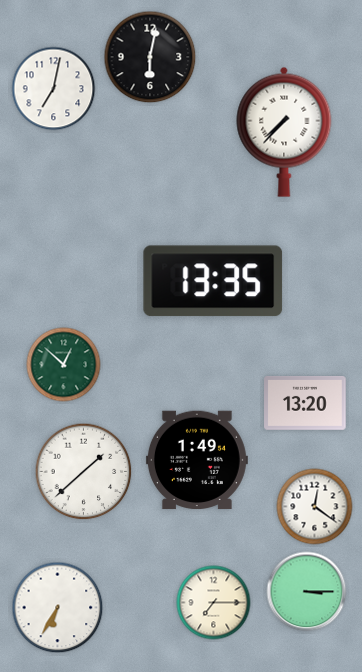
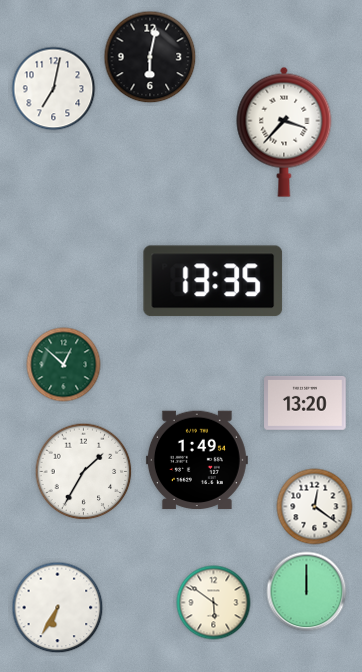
clock at (284, 132): 7:37 -> 3:37
clock at (84, 472): 1:38 -> 1:35
clock at (307, 592): 3:15 -> 12:00
clock at (214, 603): 7:15 -> 5:51
